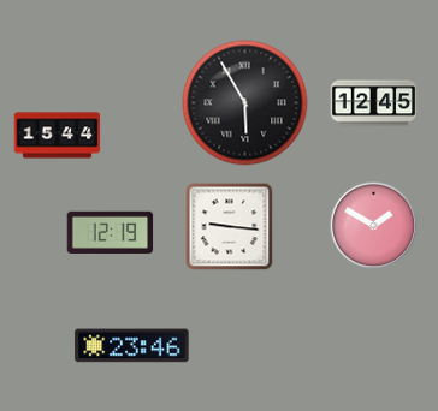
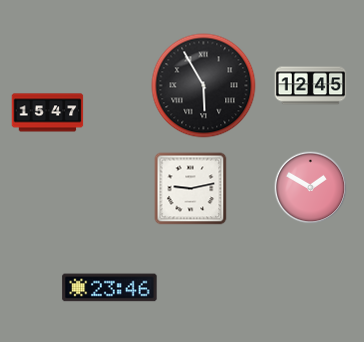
clock at (58, 136): 15:44 -> 15:47
clock at (230, 227): 9:16 -> 9:13
clock at (111, 232): 12:19 -> none
